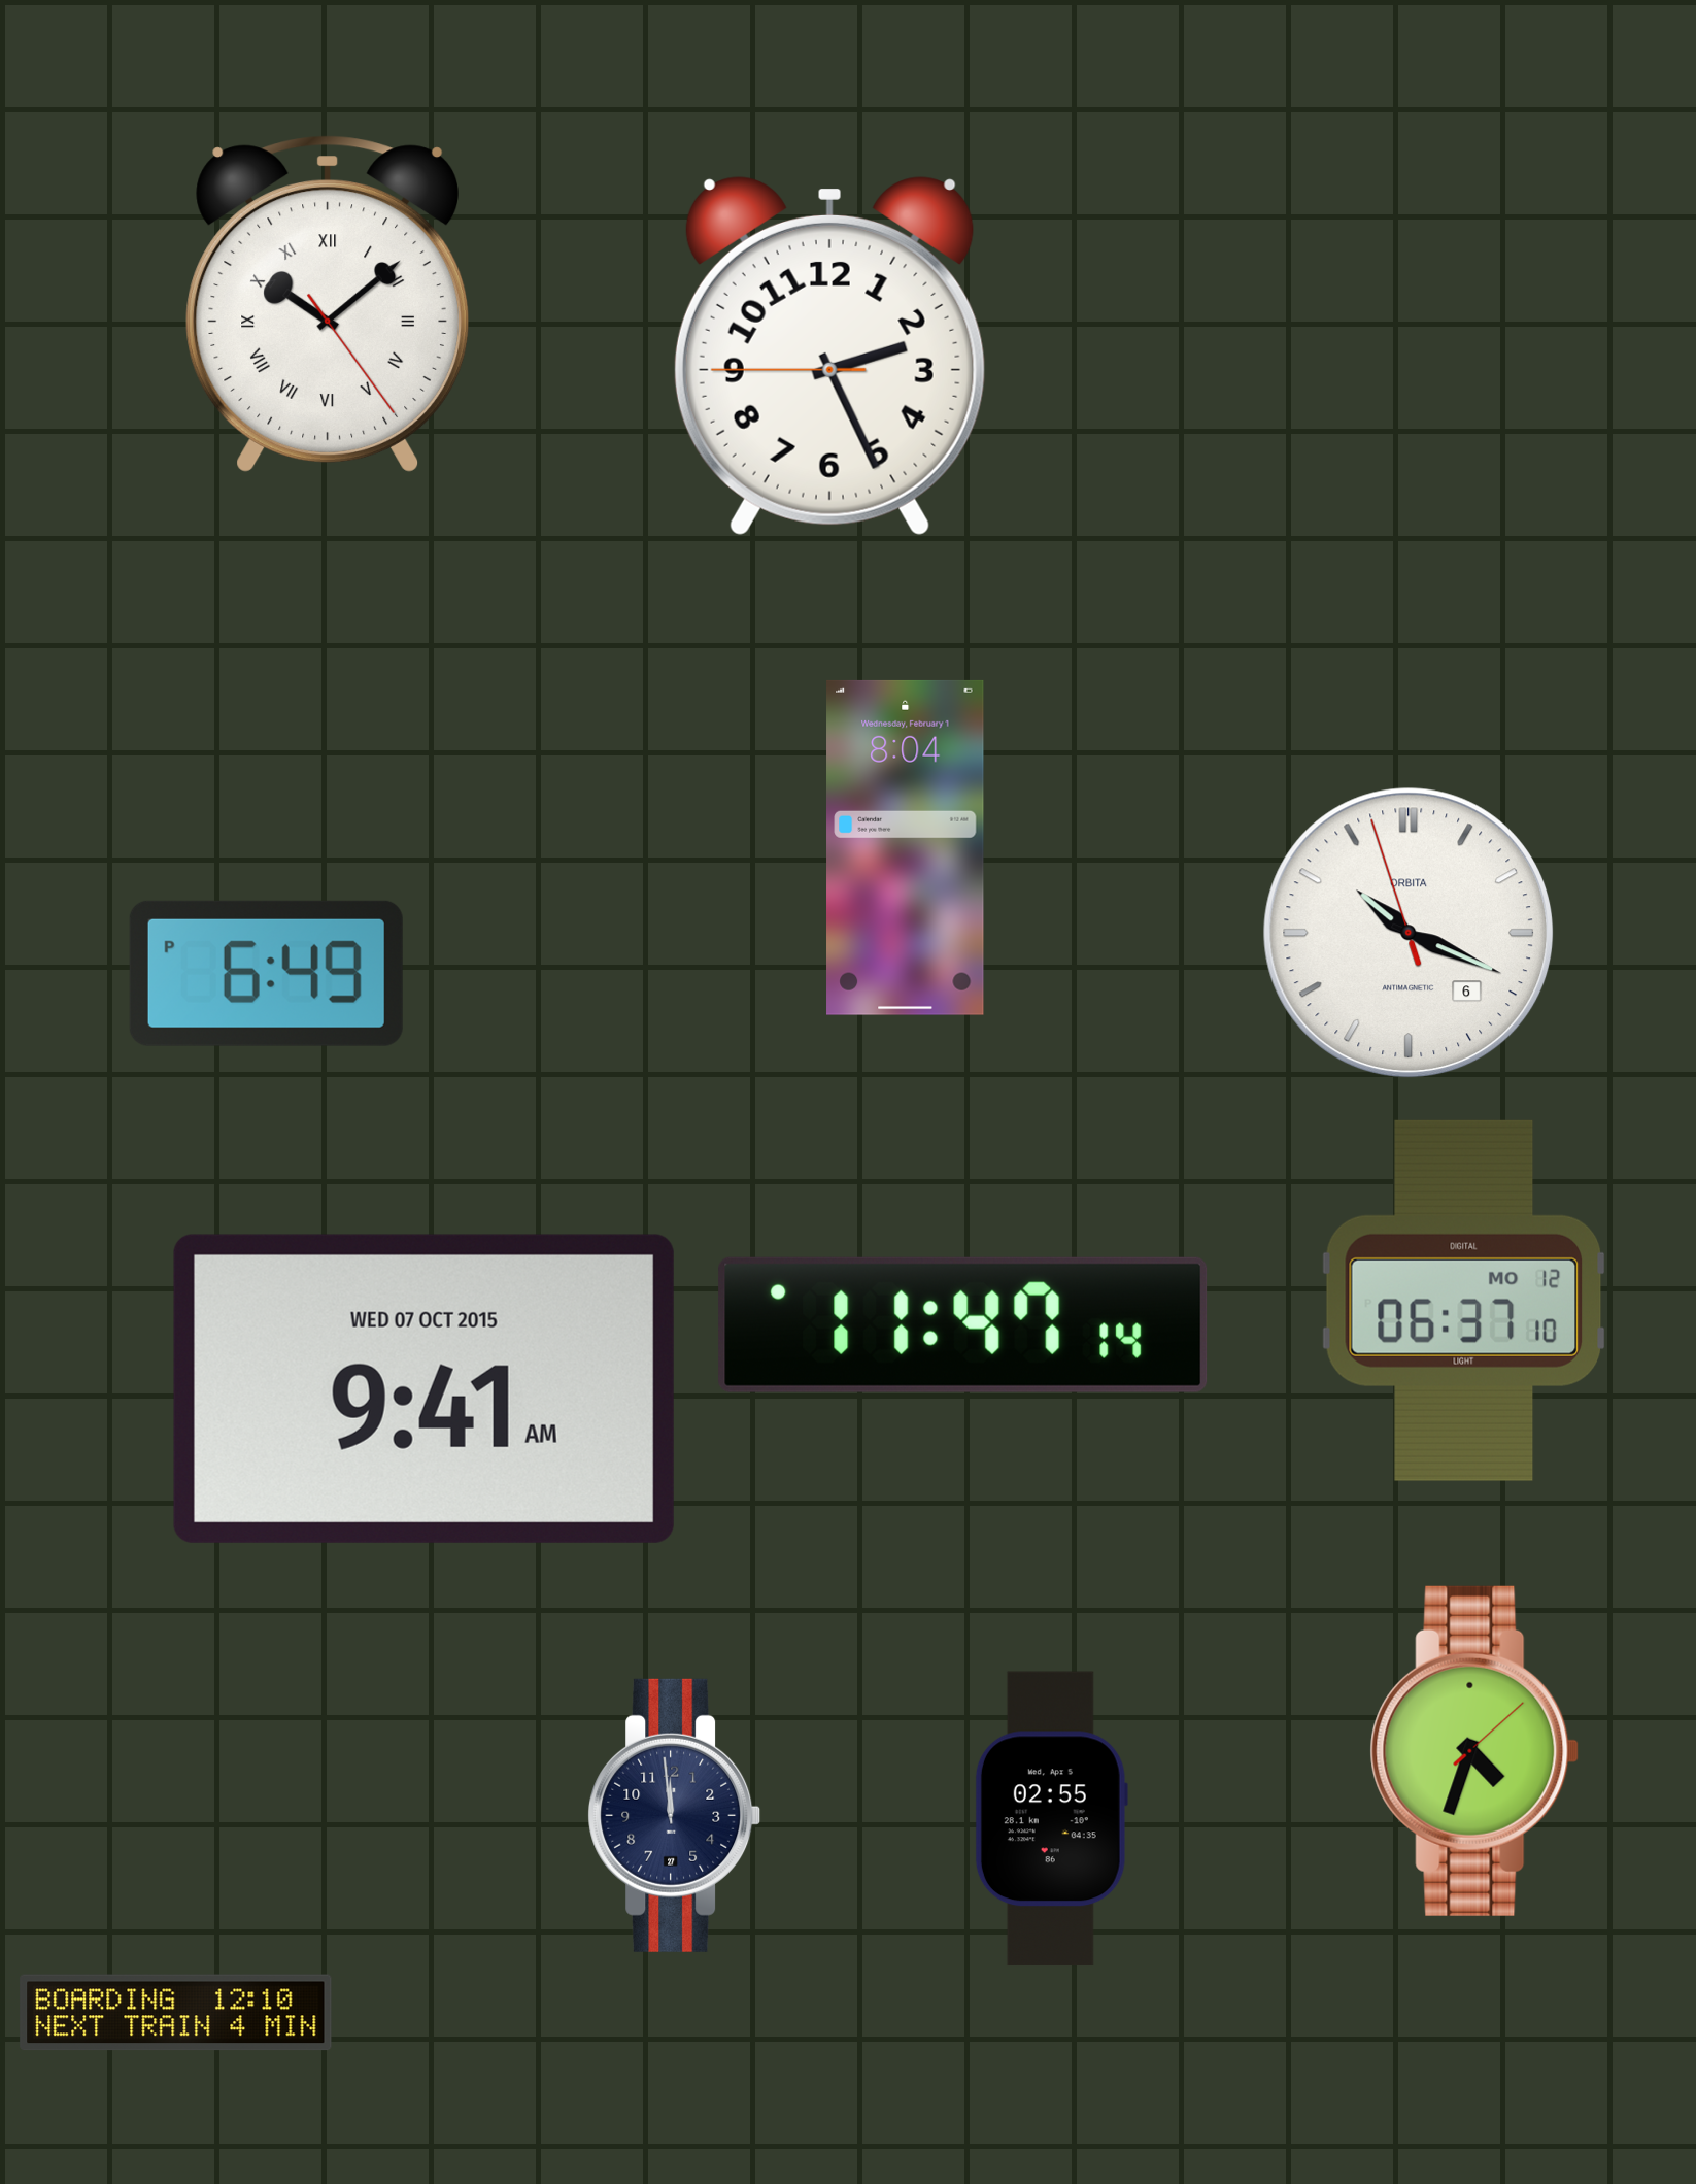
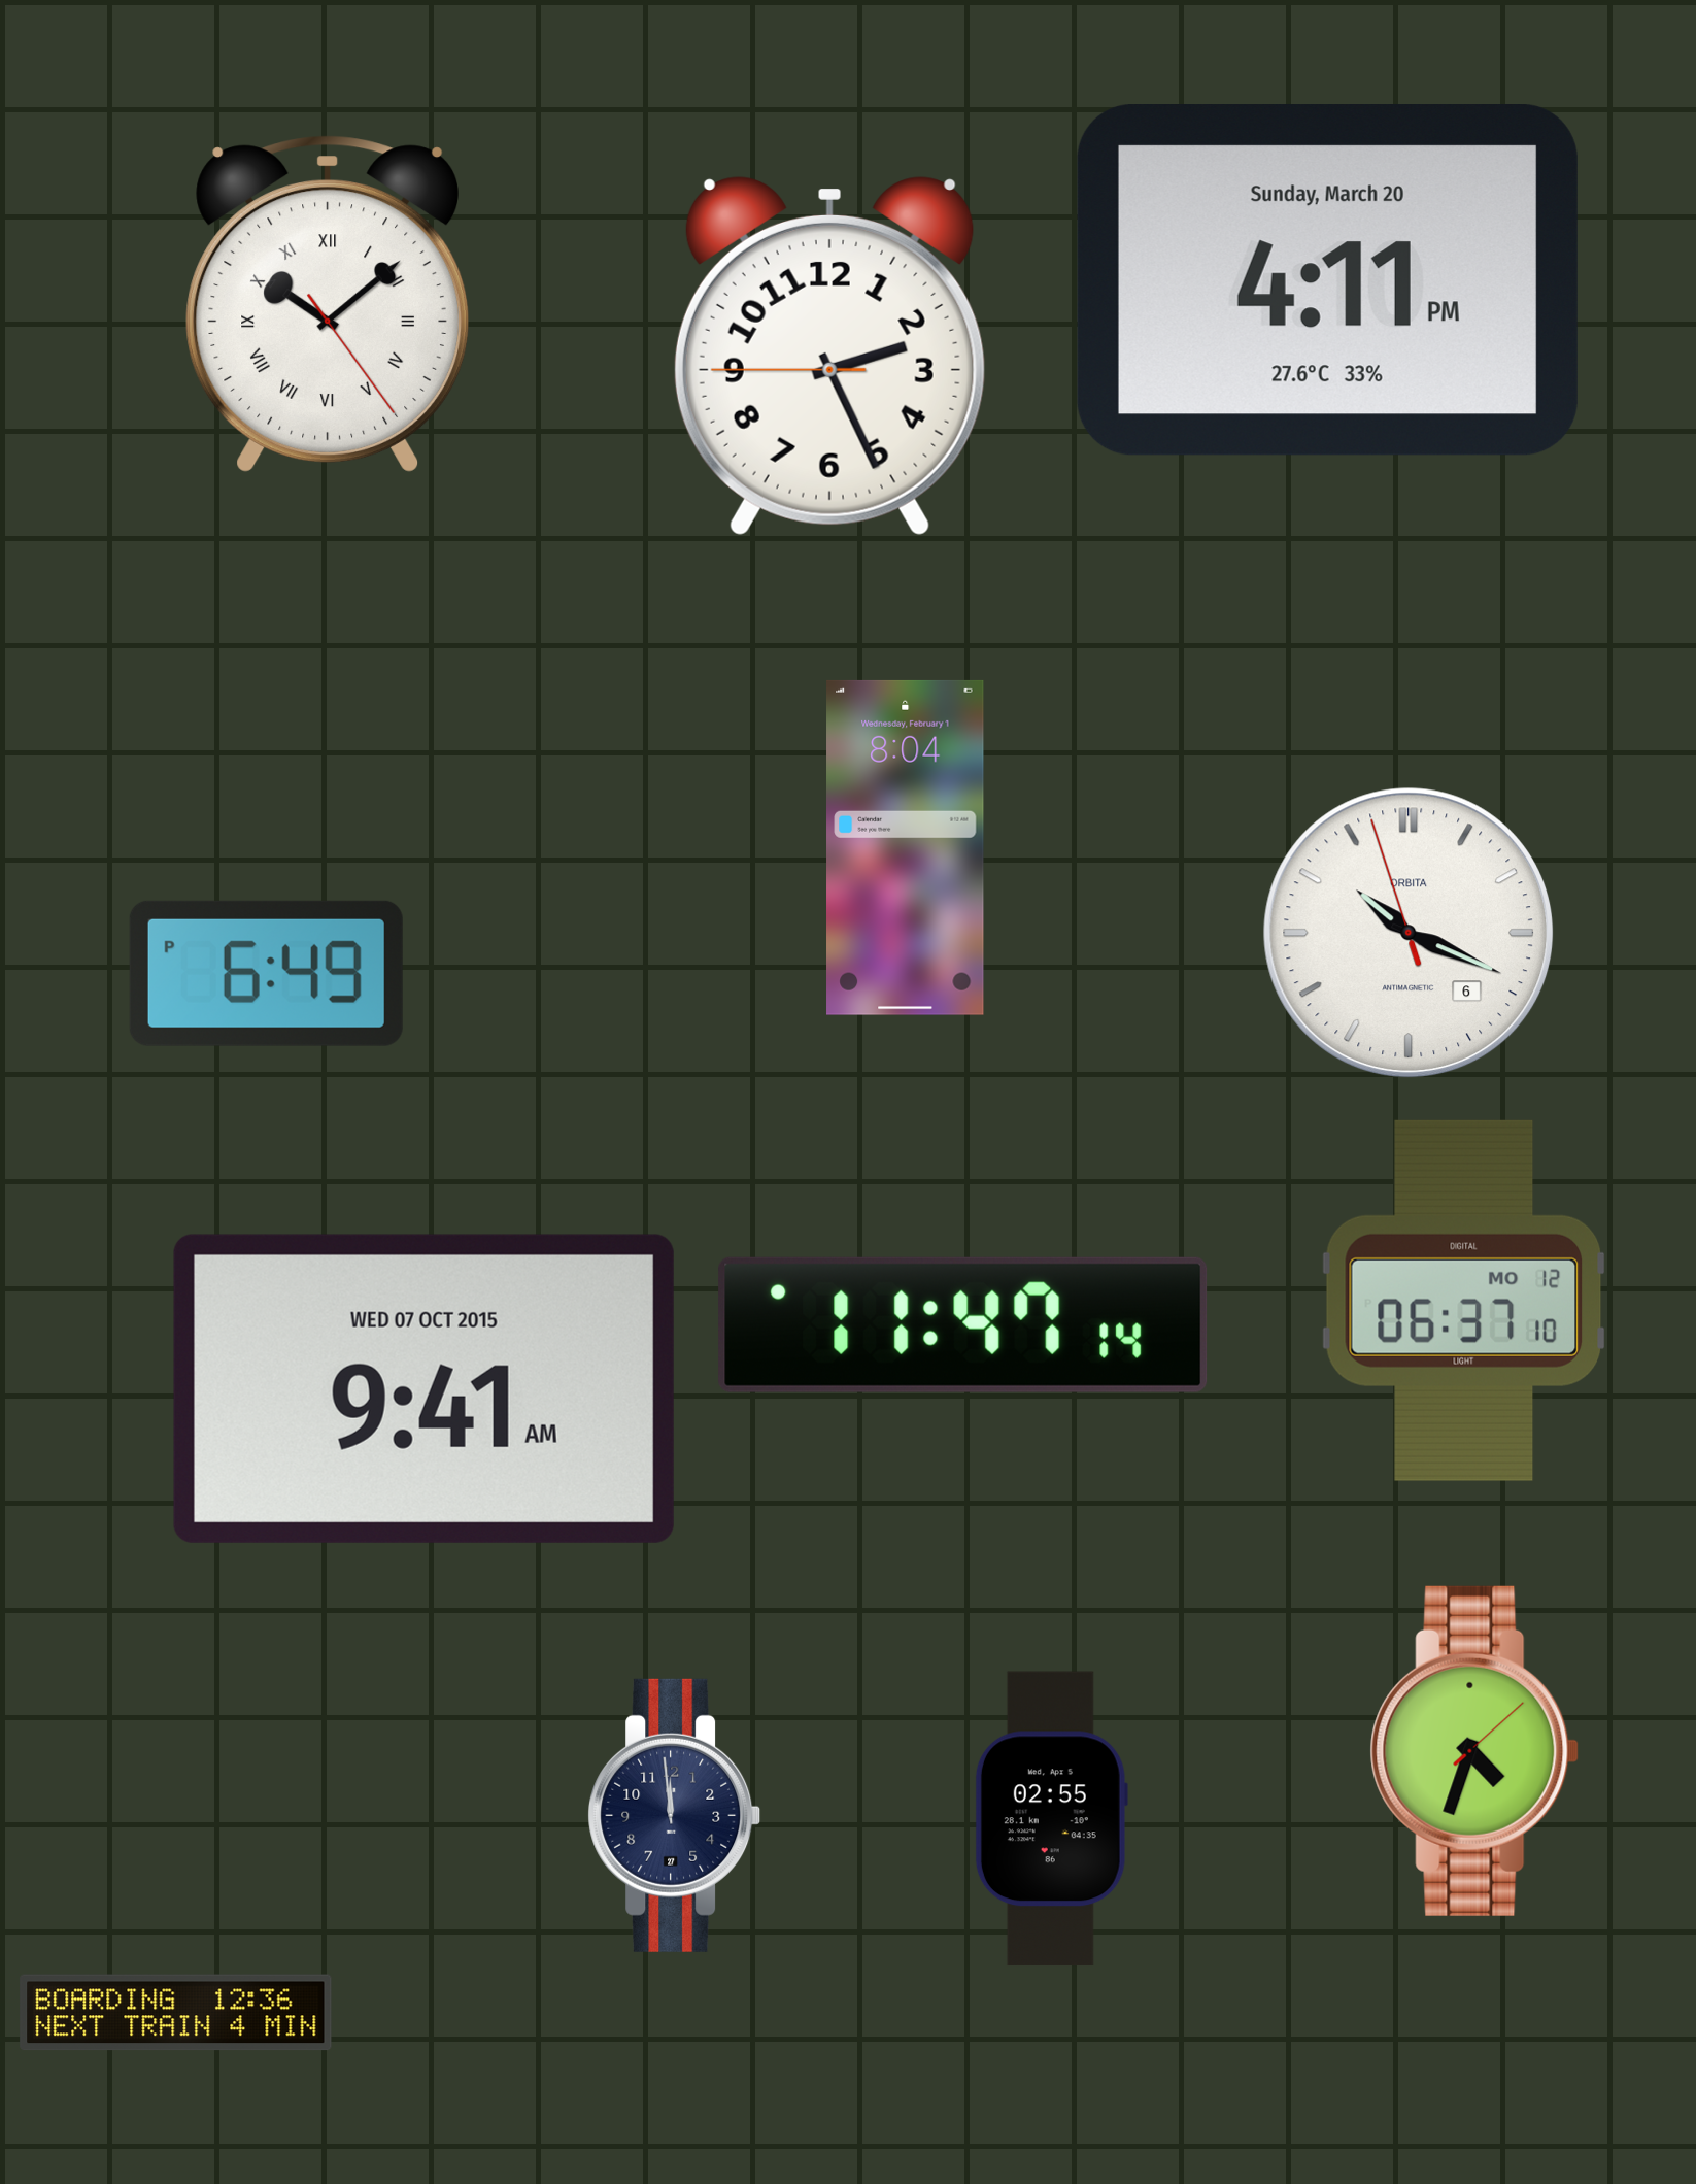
clock at (1327, 280): none -> 4:11
clock at (176, 2013): 12:10 -> 12:36
